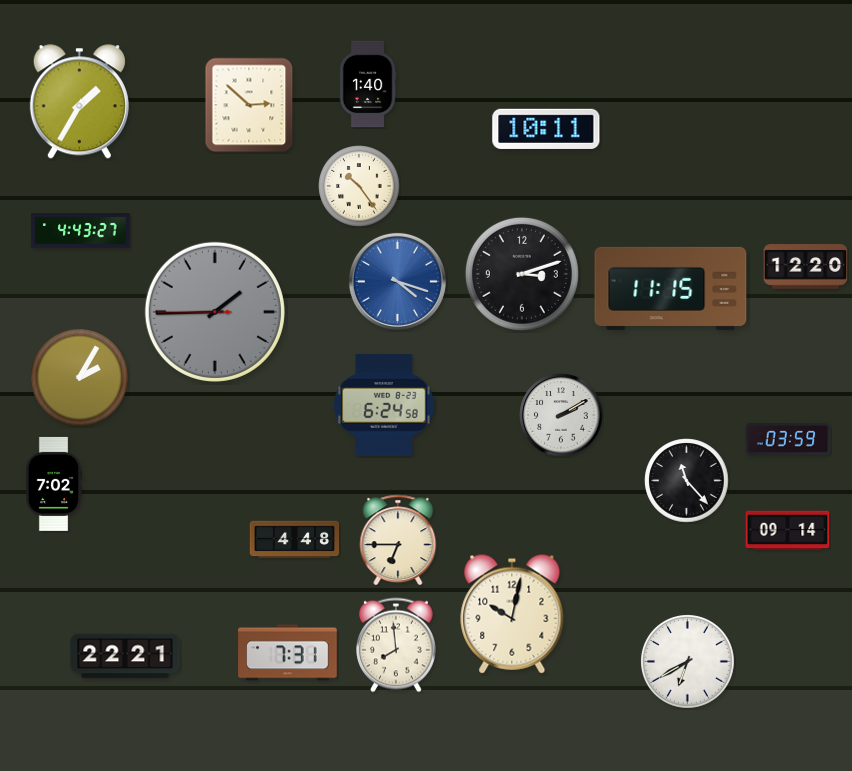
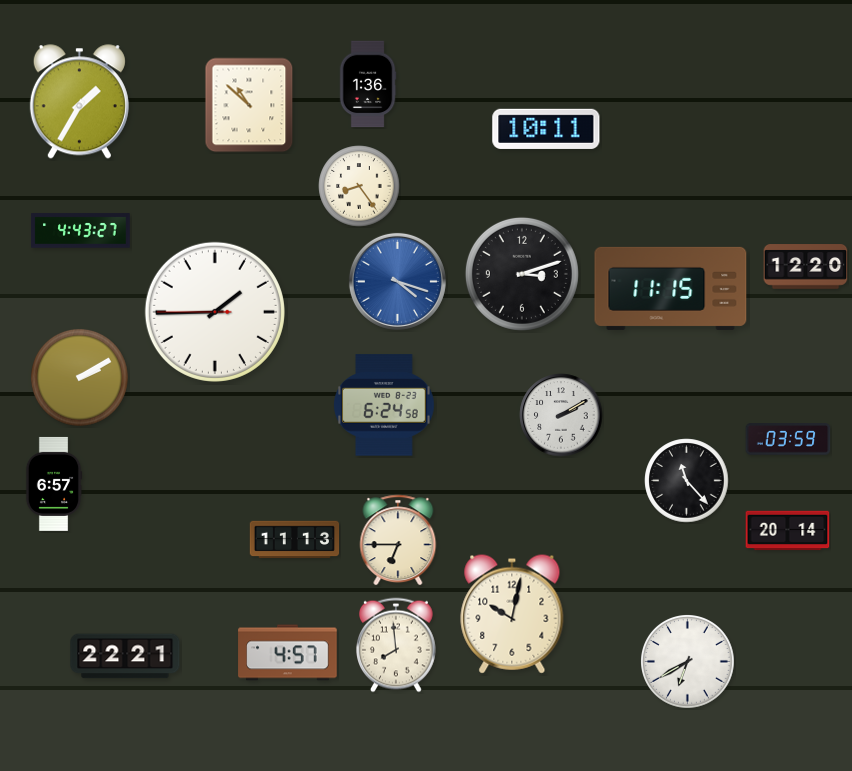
clock at (368, 84): 1:40 -> 1:36
clock at (249, 105): 2:52 -> 10:52
clock at (359, 186): 10:24 -> 8:24
clock at (215, 312) dial: grey -> white
clock at (79, 377): 2:05 -> 2:10
clock at (54, 484): 7:02 -> 6:57
clock at (788, 531): 09:14 -> 20:14
clock at (295, 540): 4:48 -> 11:13
clock at (288, 653): 7:31 -> 4:57
